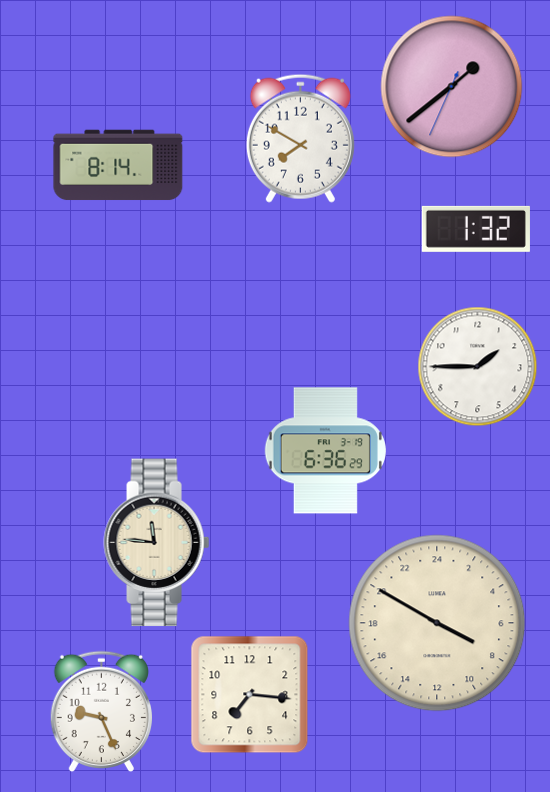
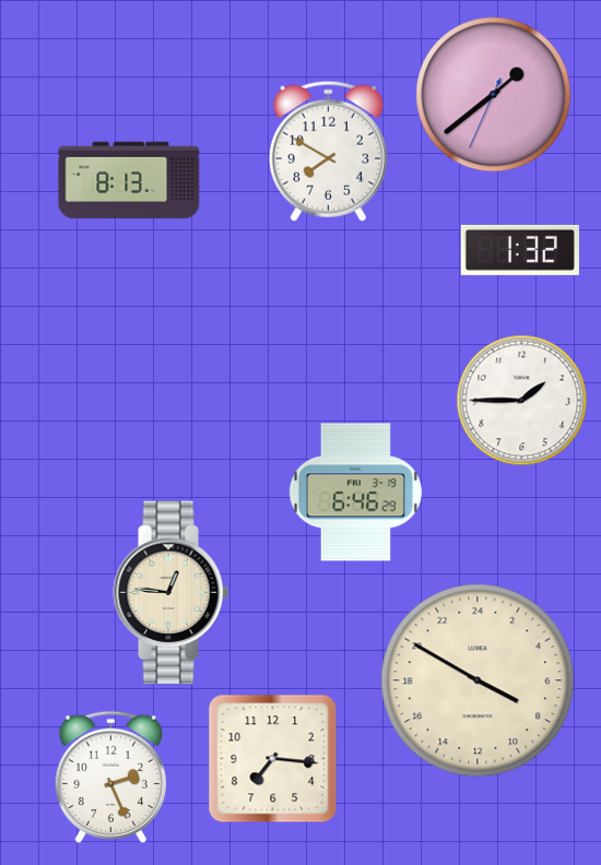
clock at (118, 165): 8:14 -> 8:13
clock at (325, 451): 6:36 -> 6:46
clock at (157, 543): 11:46 -> 12:46
clock at (101, 712): 9:26 -> 2:26
